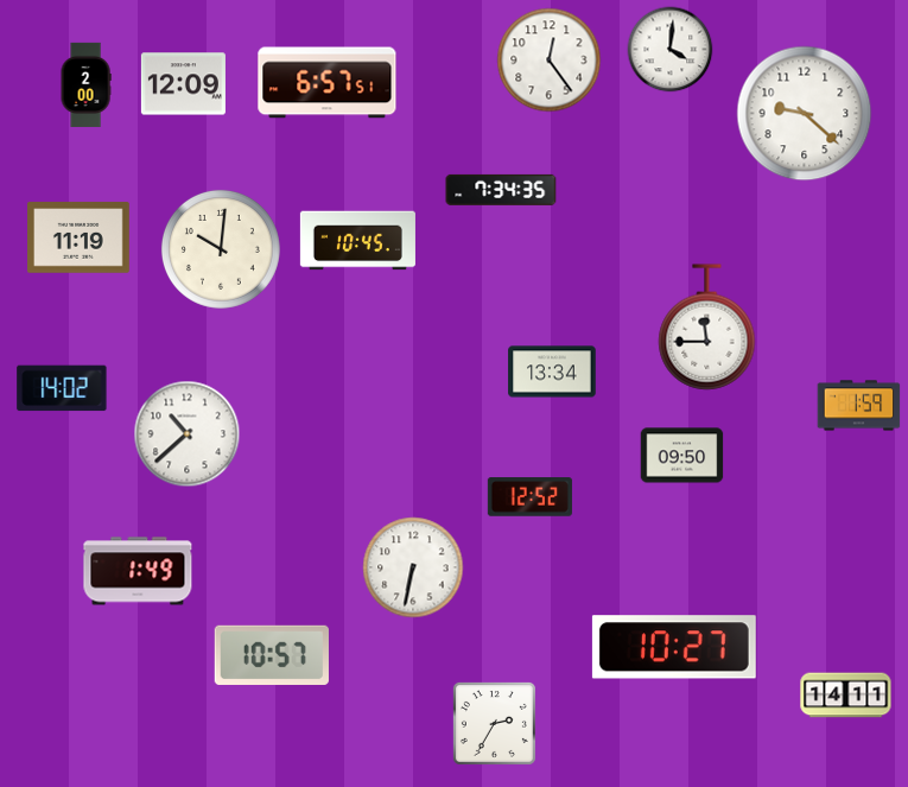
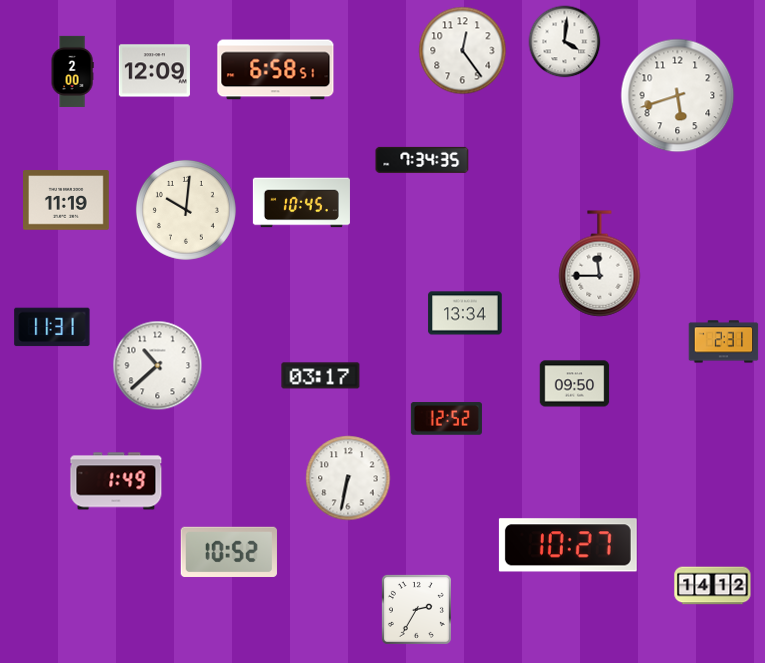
clock at (328, 83): 6:57 -> 6:58
clock at (805, 114): 9:22 -> 5:42
clock at (707, 328) position: (707, 328) -> (600, 264)
clock at (62, 388): 14:02 -> 11:31
clock at (859, 406): 1:59 -> 2:31
clock at (321, 376): none -> 03:17
clock at (272, 655): 10:57 -> 10:52
clock at (846, 696): 14:11 -> 14:12
